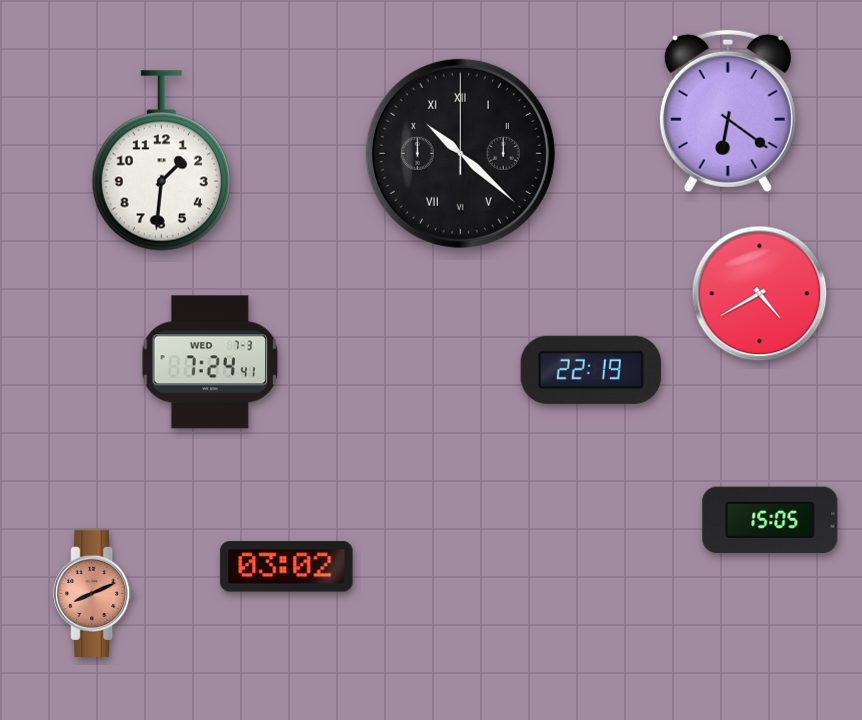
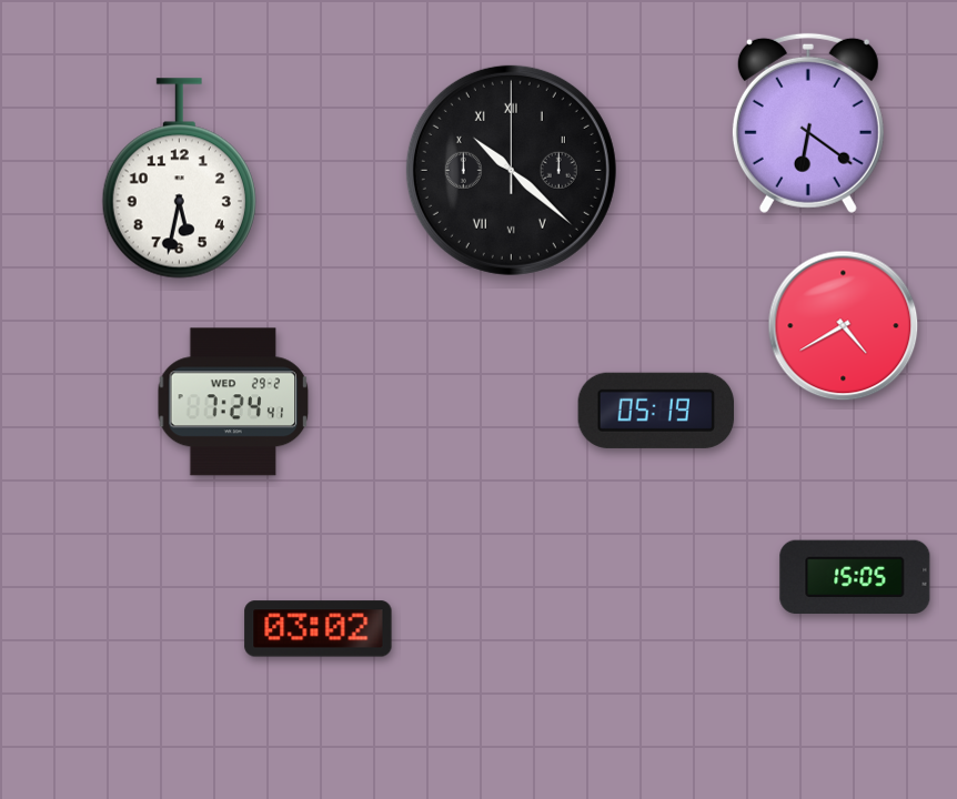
clock at (161, 161): 1:31 -> 5:32
clock at (210, 362) date: WED 7-3 -> WED 29-2
clock at (591, 370): 22:19 -> 05:19
clock at (94, 593): 8:11 -> none
